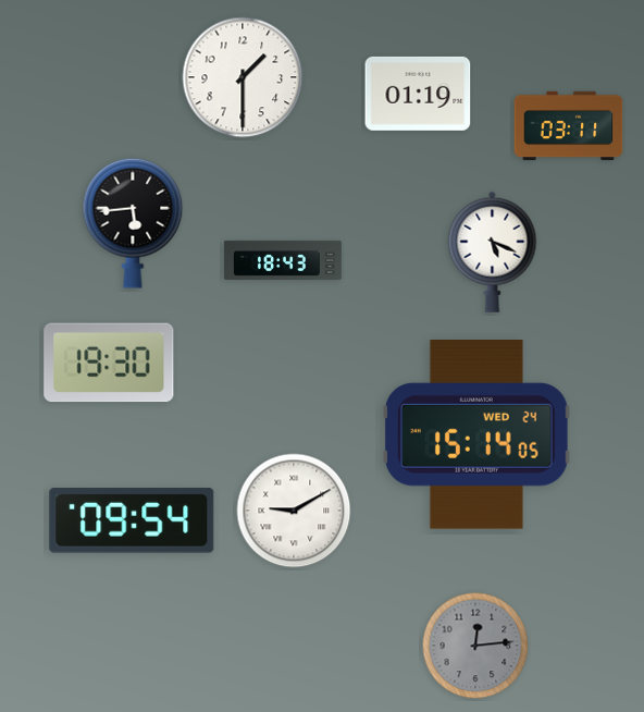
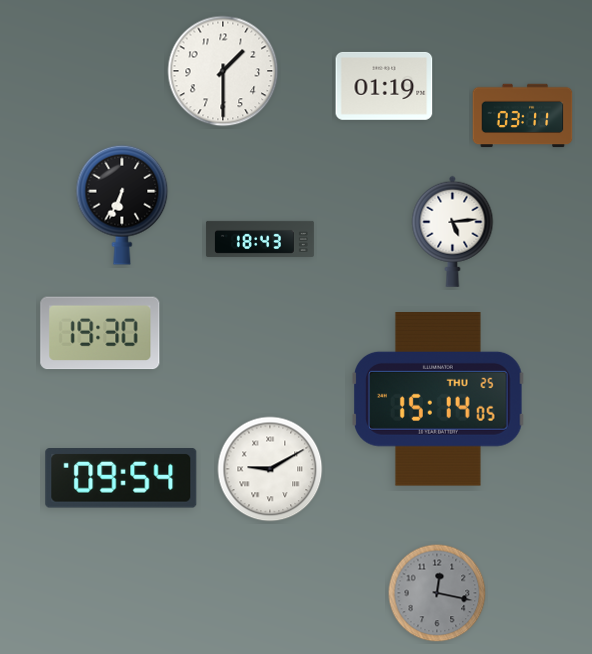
clock at (133, 223): 5:44 -> 6:34
clock at (493, 251): 5:19 -> 5:14
clock at (478, 435) date: WED 24 -> THU 25
clock at (475, 646): 12:14 -> 12:17
